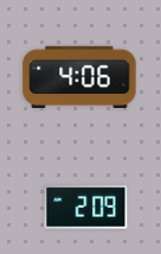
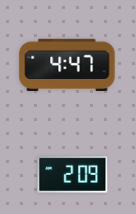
clock at (79, 76): 4:06 -> 4:47
